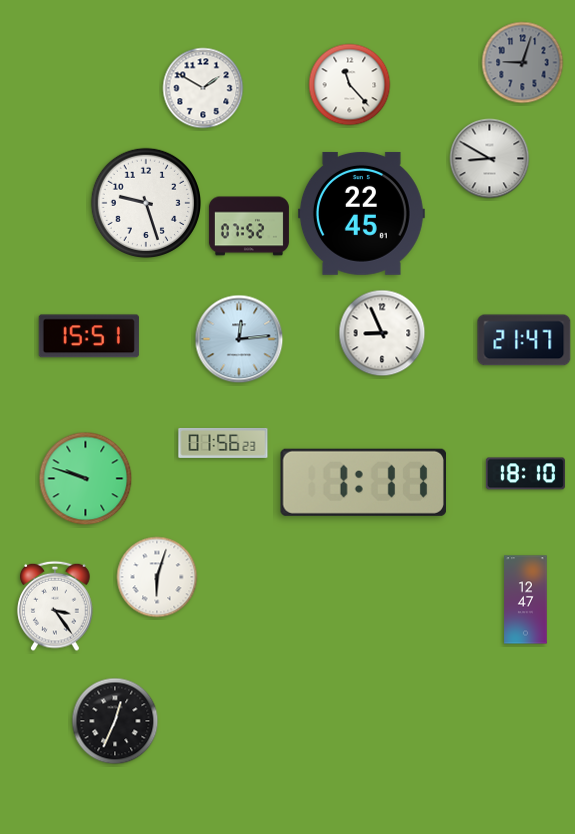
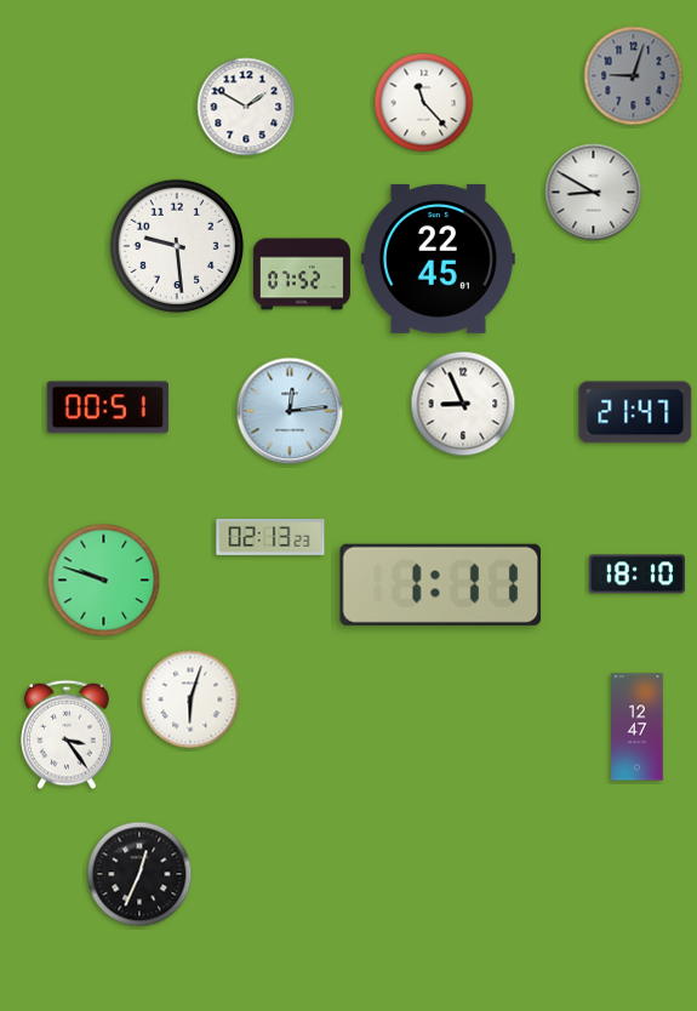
clock at (145, 202): 9:27 -> 9:29
clock at (89, 336): 15:51 -> 00:51
clock at (223, 443): 01:56 -> 02:13
